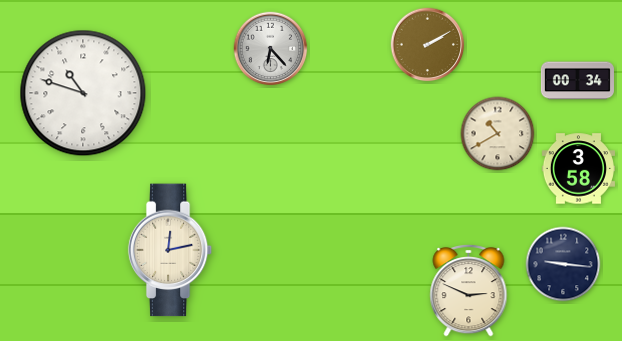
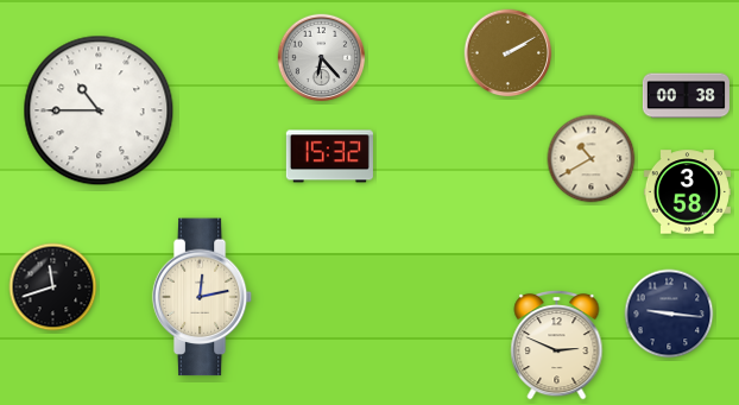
clock at (577, 81): 00:34 -> 00:38
clock at (83, 93): 10:48 -> 10:45
clock at (329, 157): none -> 15:32
clock at (578, 169) position: (578, 169) -> (687, 192)
clock at (53, 287): none -> 11:42
